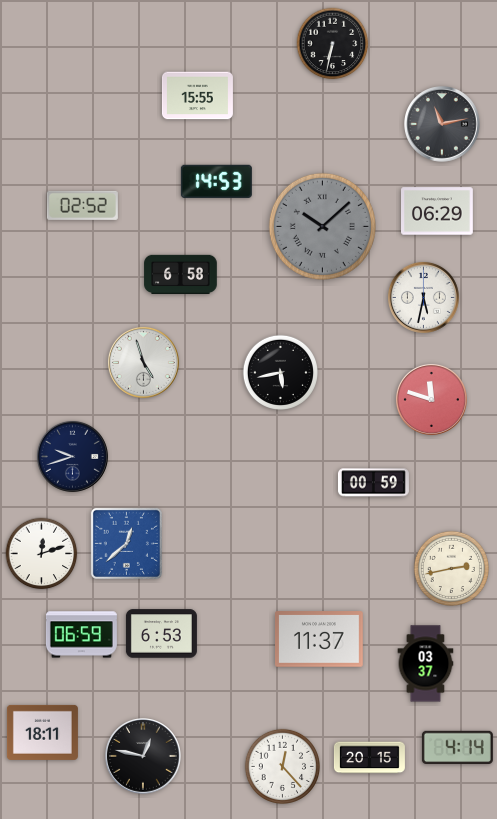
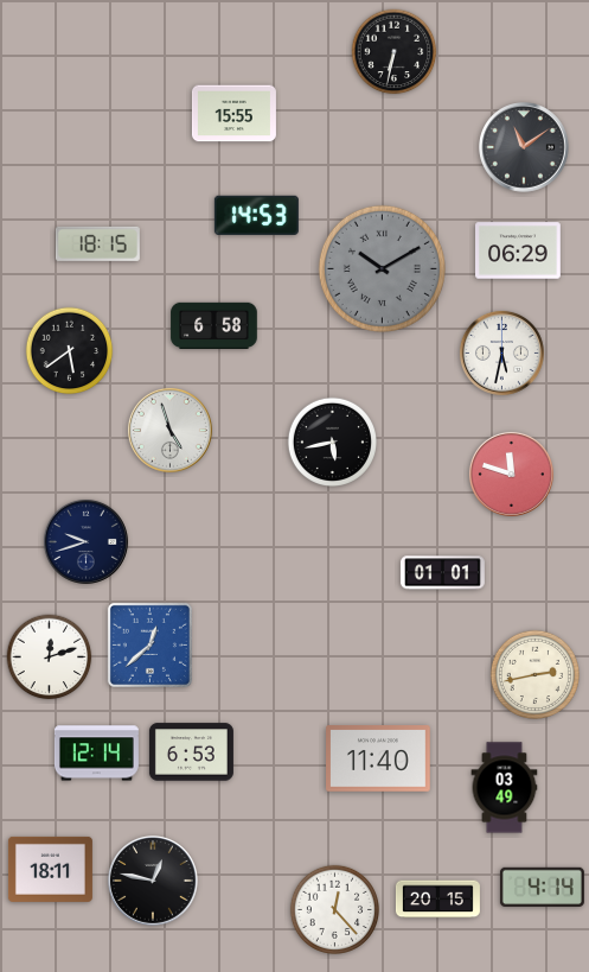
clock at (442, 124): 11:13 -> 11:09
clock at (82, 205): 02:52 -> 18:15
clock at (322, 226): 10:08 -> 10:10
clock at (70, 351): none -> 5:39
clock at (373, 483): 00:59 -> 01:01
clock at (81, 635): 06:59 -> 12:14
clock at (320, 639): 11:37 -> 11:40
clock at (426, 664): 03:37 -> 03:49
clock at (143, 756) position: (143, 756) -> (153, 881)
